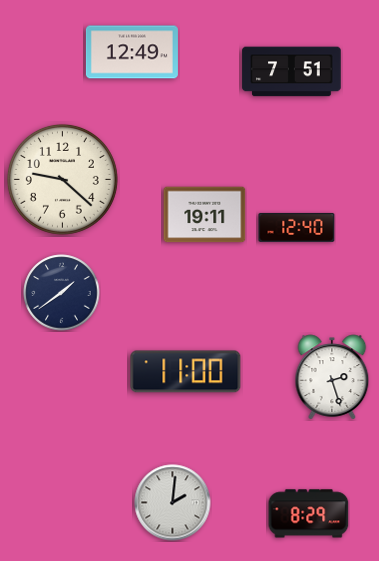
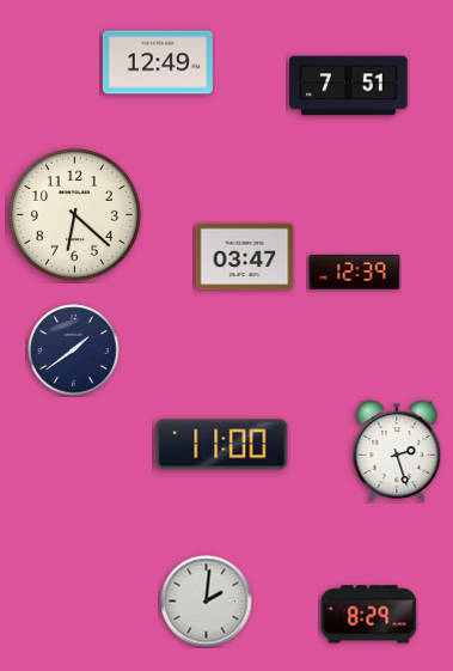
clock at (62, 179): 9:22 -> 6:22
clock at (205, 215): 19:11 -> 03:47
clock at (297, 227): 12:40 -> 12:39
